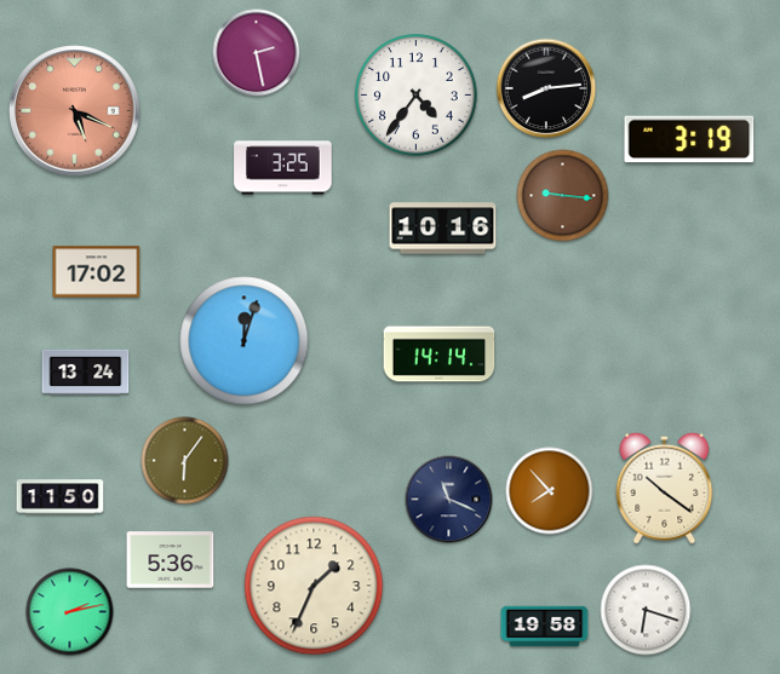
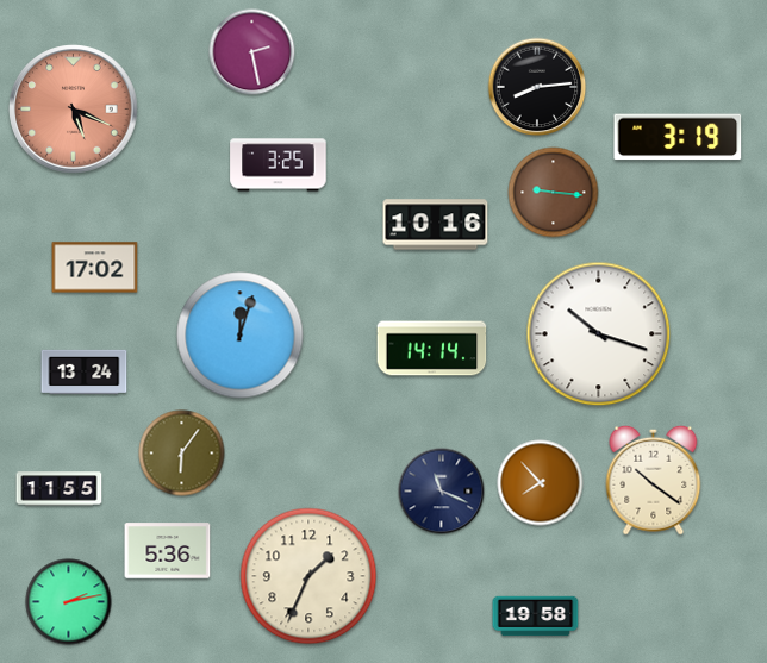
clock at (417, 96): 4:36 -> none
clock at (599, 334): none -> 10:18
clock at (86, 371) position: (86, 371) -> (85, 371)
clock at (61, 497): 11:50 -> 11:55
clock at (646, 610): 6:18 -> none
